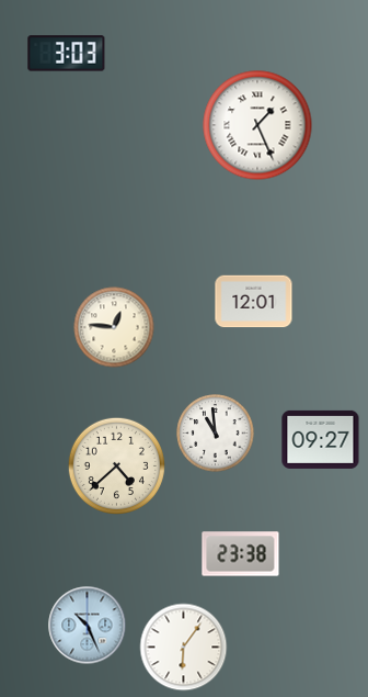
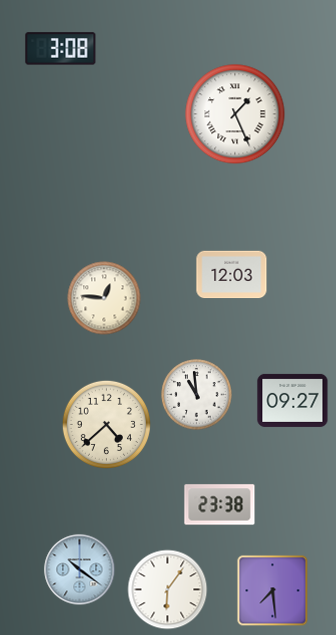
clock at (67, 54): 3:03 -> 3:08
clock at (254, 302): 12:01 -> 12:03
clock at (88, 626): 10:26 -> 10:21
clock at (273, 591): none -> 7:29
